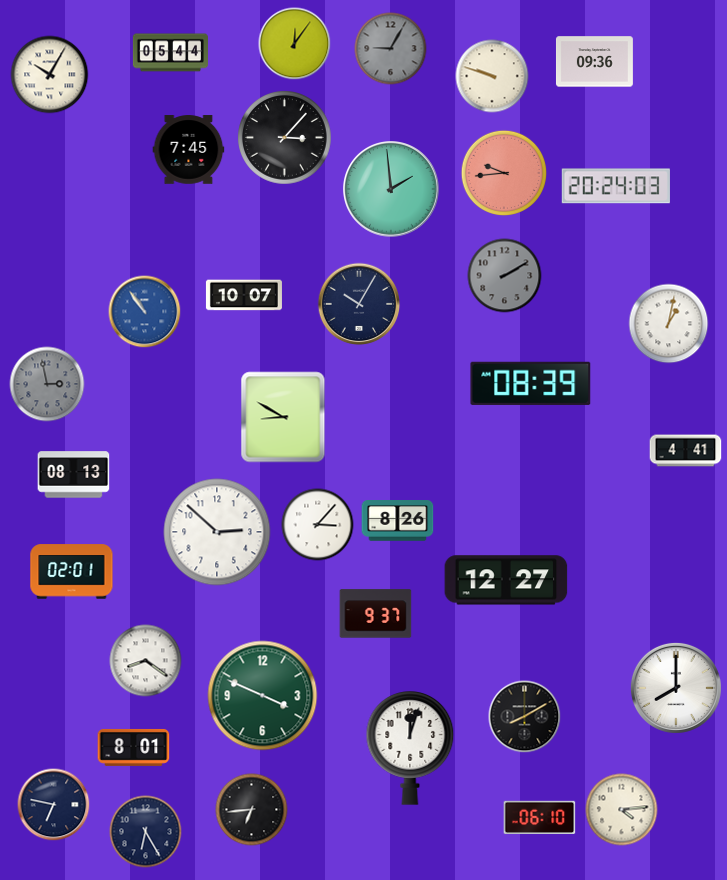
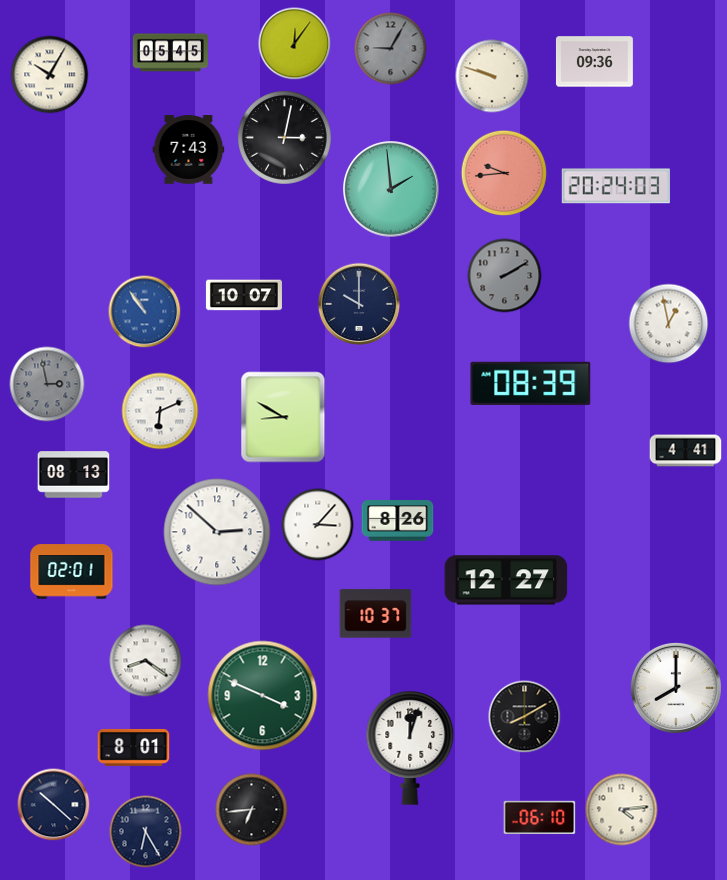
clock at (170, 53): 05:44 -> 05:45
clock at (285, 138): 3:07 -> 3:02
clock at (189, 150): 7:45 -> 7:43
clock at (359, 304): 10:05 -> 10:00
clock at (669, 324): 1:02 -> 12:58
clock at (160, 411): none -> 6:11
clock at (376, 614): 9:37 -> 10:37
clock at (54, 805): 6:47 -> 10:22
